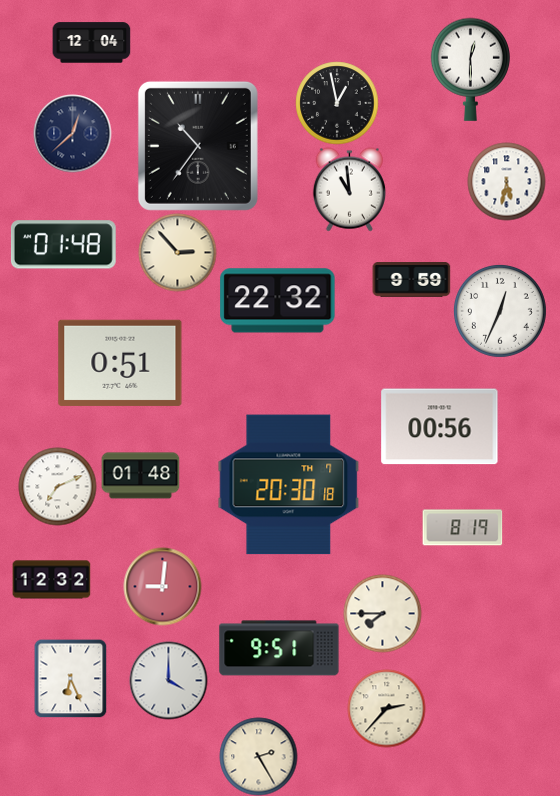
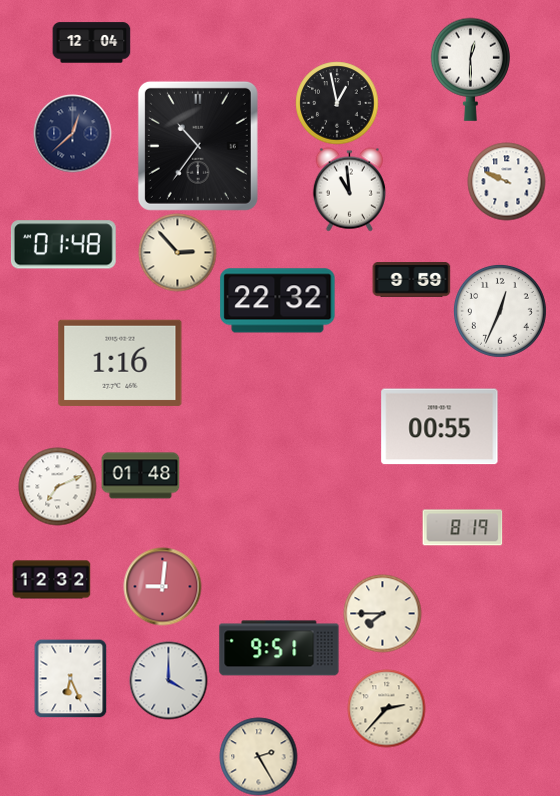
clock at (506, 181): 5:32 -> 9:49
clock at (120, 363): 0:51 -> 1:16
clock at (440, 427): 00:56 -> 00:55
clock at (289, 485): 20:30 -> none
